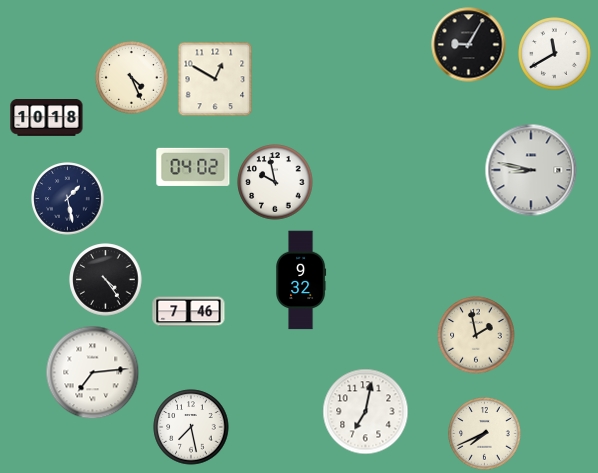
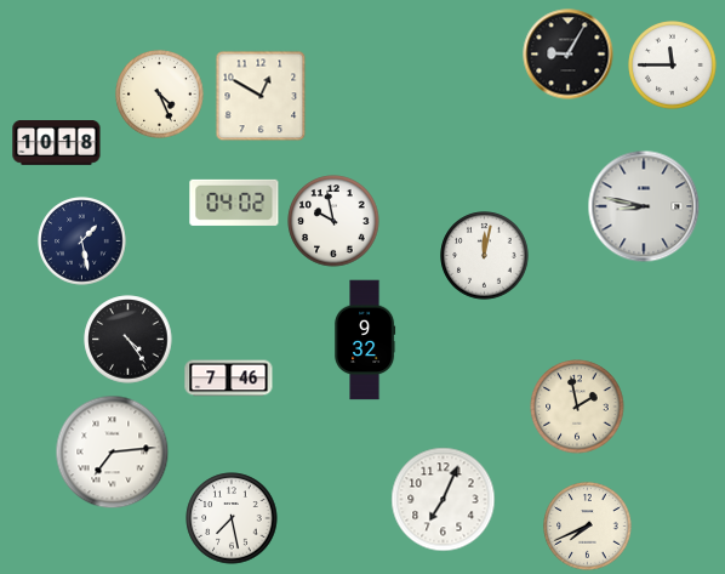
clock at (555, 54): 11:40 -> 11:45
clock at (485, 256): none -> 12:02
clock at (366, 412): 7:02 -> 7:04
